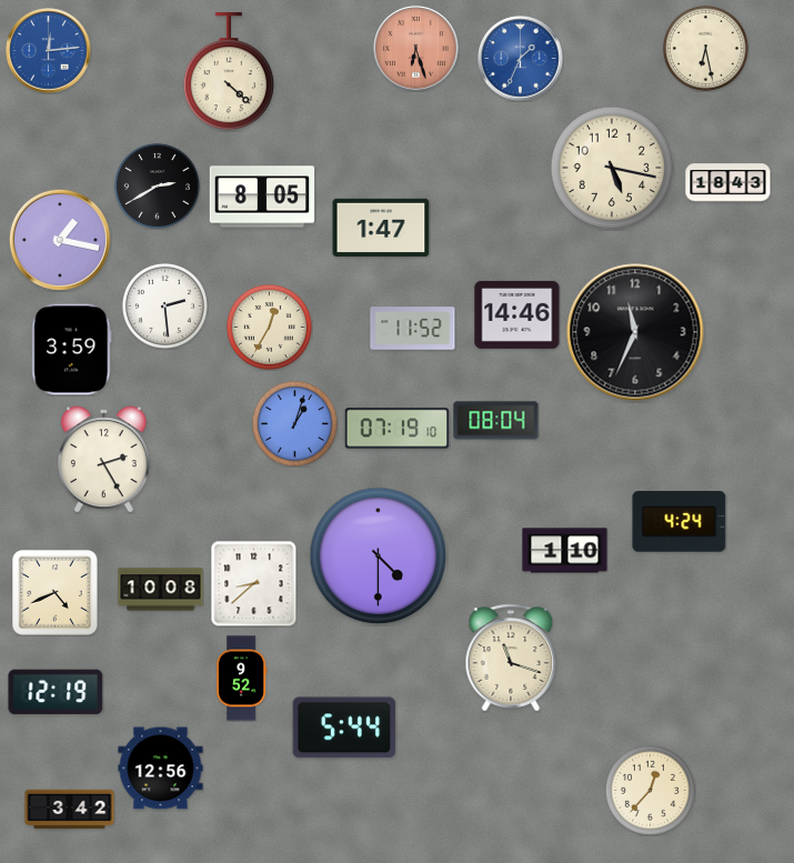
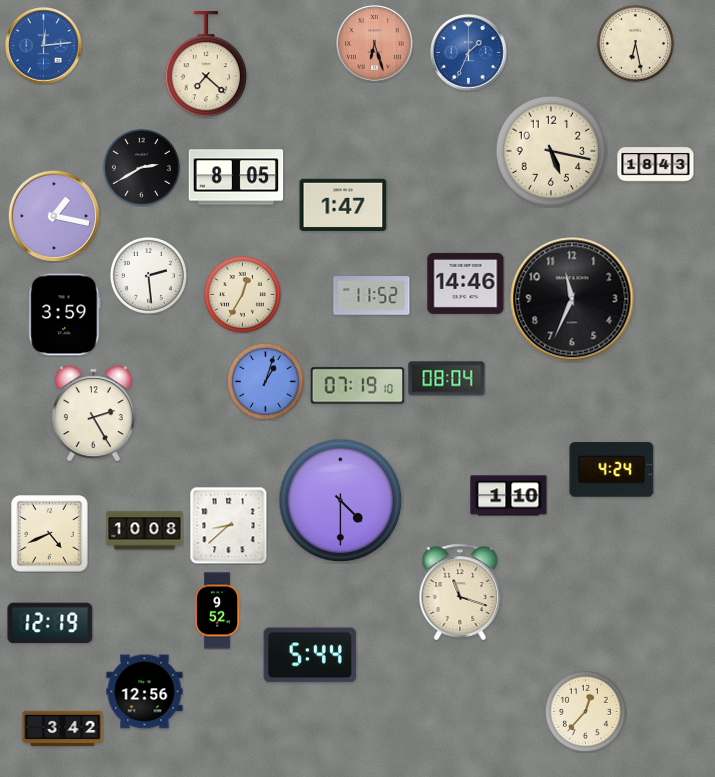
clock at (228, 72): 4:22 -> 7:22
